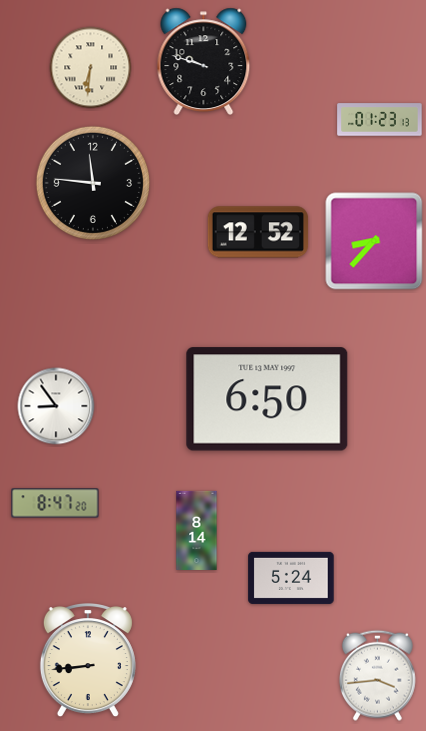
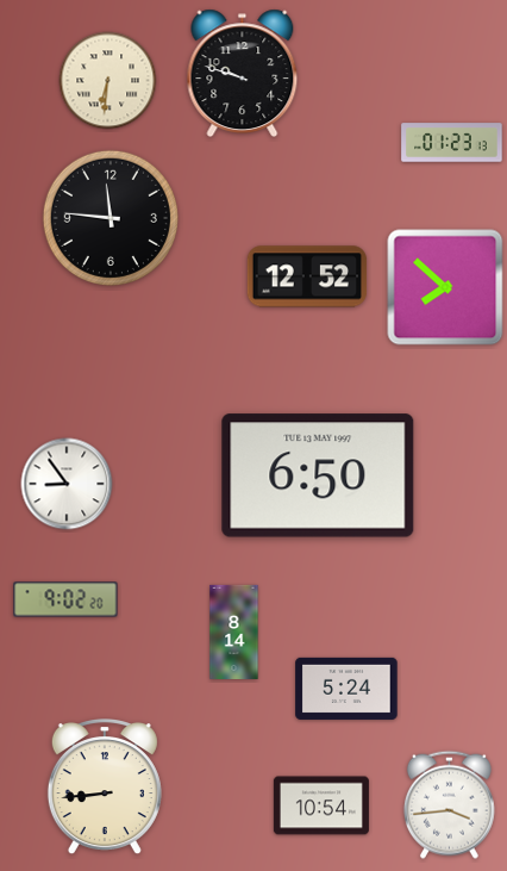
clock at (374, 241): 8:37 -> 7:52
clock at (55, 503): 8:47 -> 9:02
clock at (321, 805): none -> 10:54
